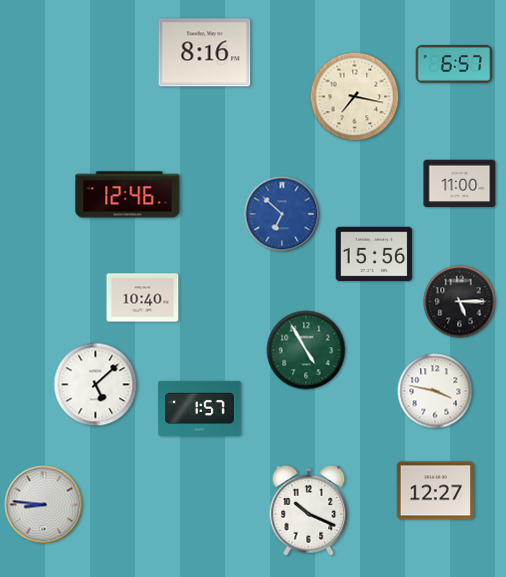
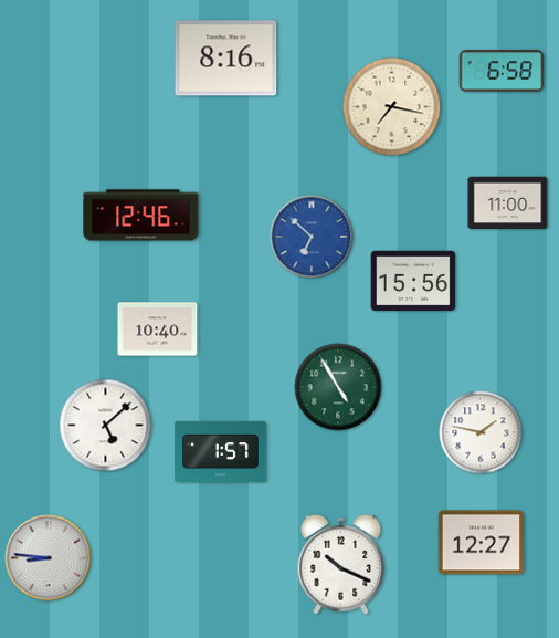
clock at (454, 65): 6:57 -> 6:58
clock at (460, 302): 5:15 -> none
clock at (435, 391): 3:47 -> 1:47
